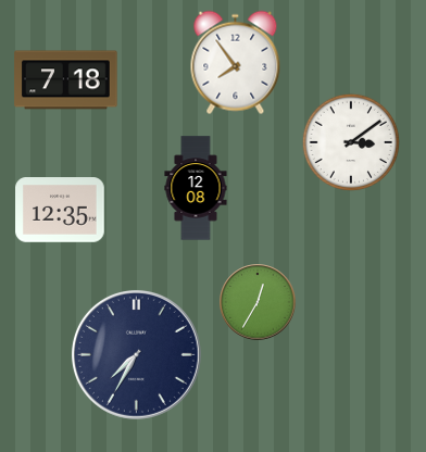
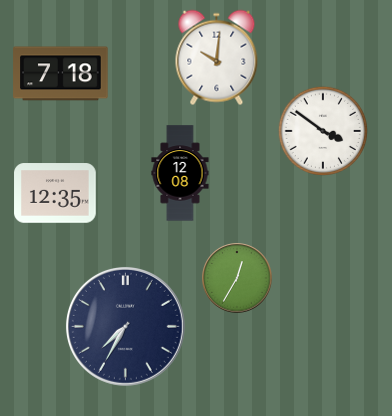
clock at (236, 63): 7:54 -> 10:01
clock at (351, 142): 3:09 -> 3:51
